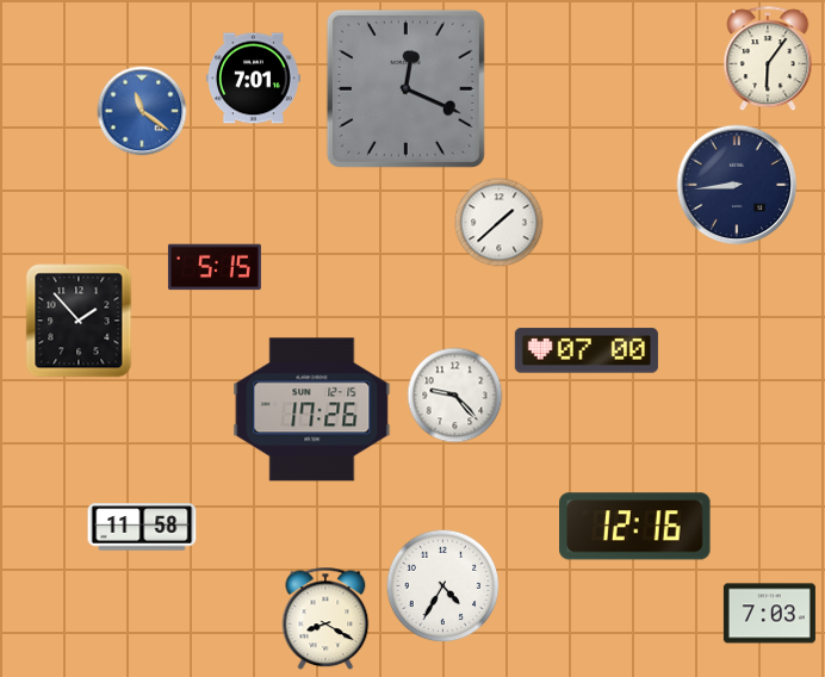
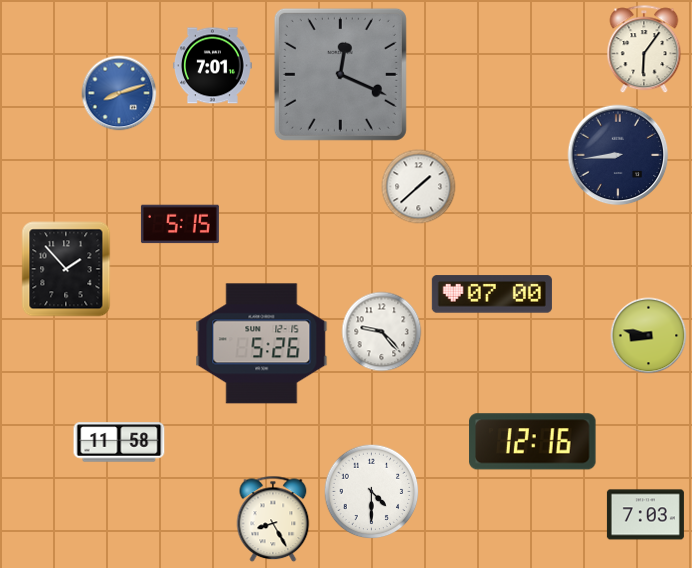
clock at (142, 111): 11:21 -> 8:12
clock at (649, 336): none -> 8:47
clock at (312, 410): 17:26 -> 5:26
clock at (443, 586): 4:35 -> 4:30
clock at (325, 619): 8:20 -> 8:25
